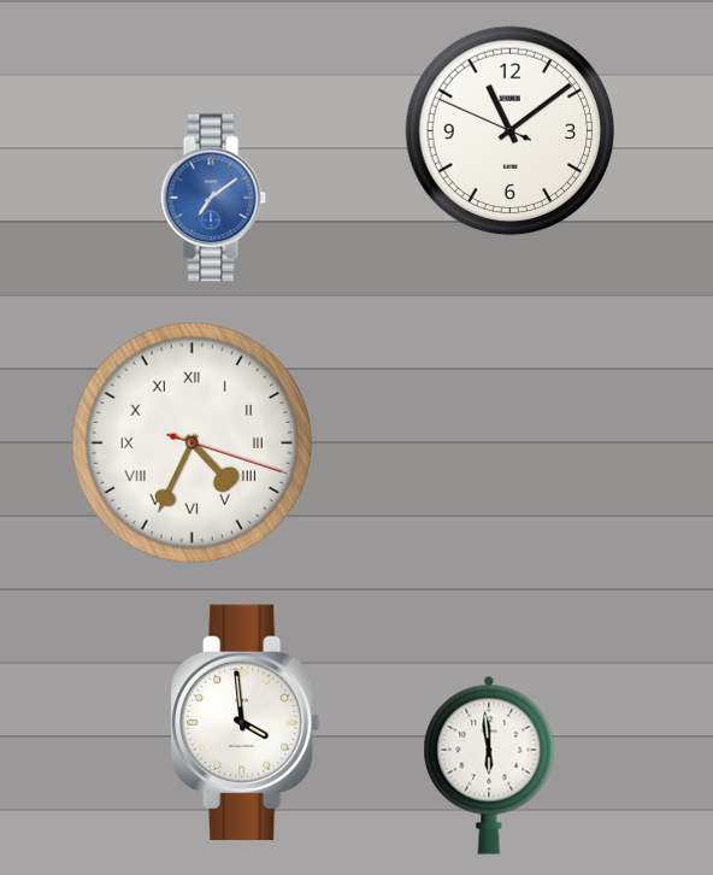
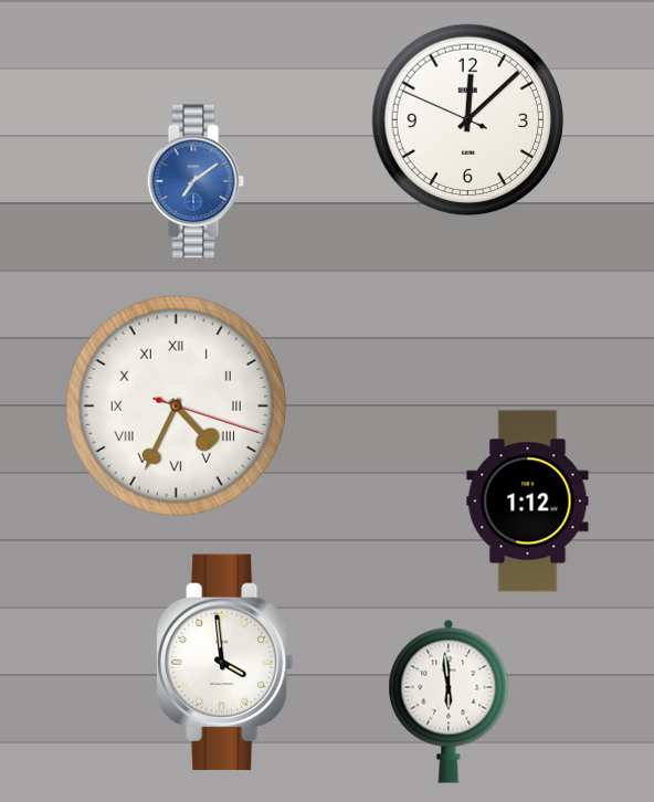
clock at (511, 131): 11:08 -> 12:07
clock at (528, 502): none -> 1:12
